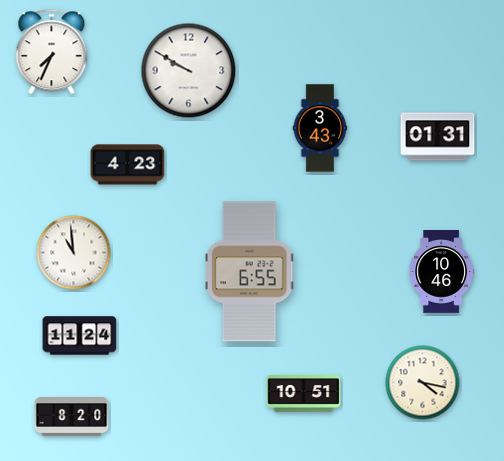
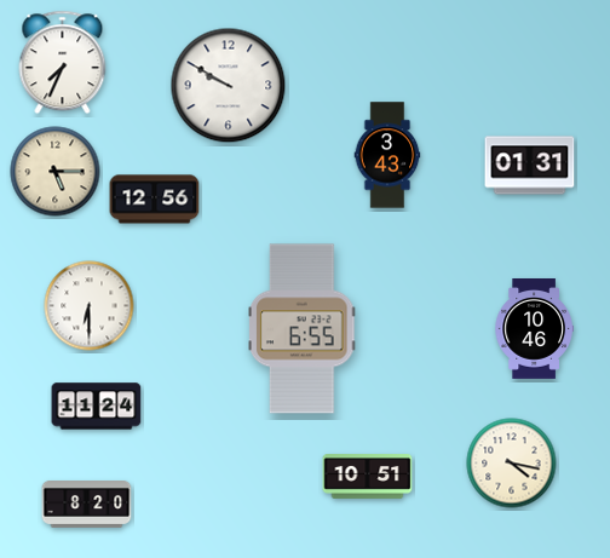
clock at (56, 172): none -> 5:15
clock at (128, 165): 4:23 -> 12:56
clock at (74, 253): 10:59 -> 6:30
